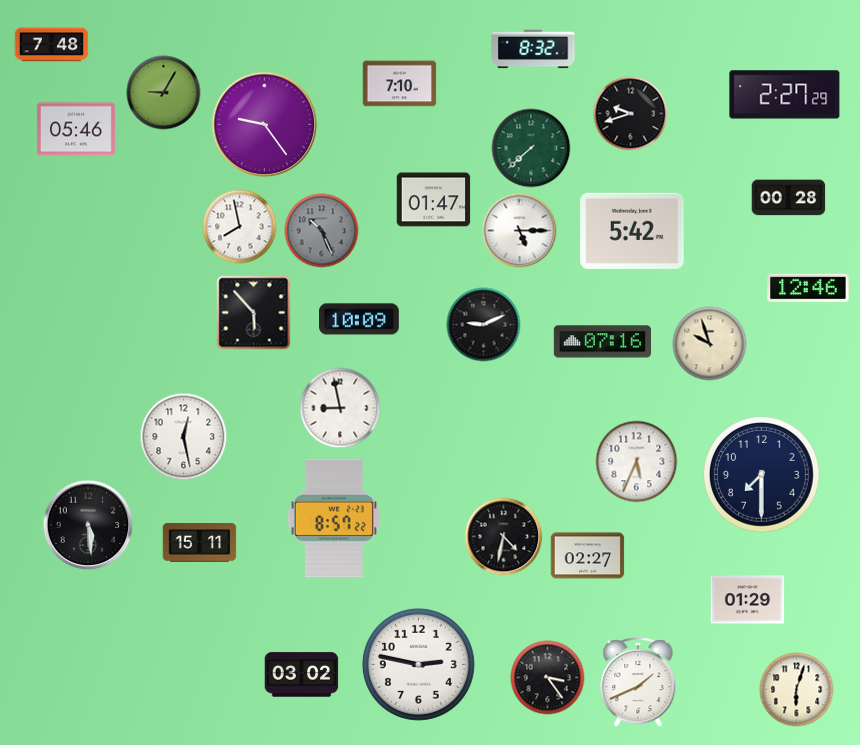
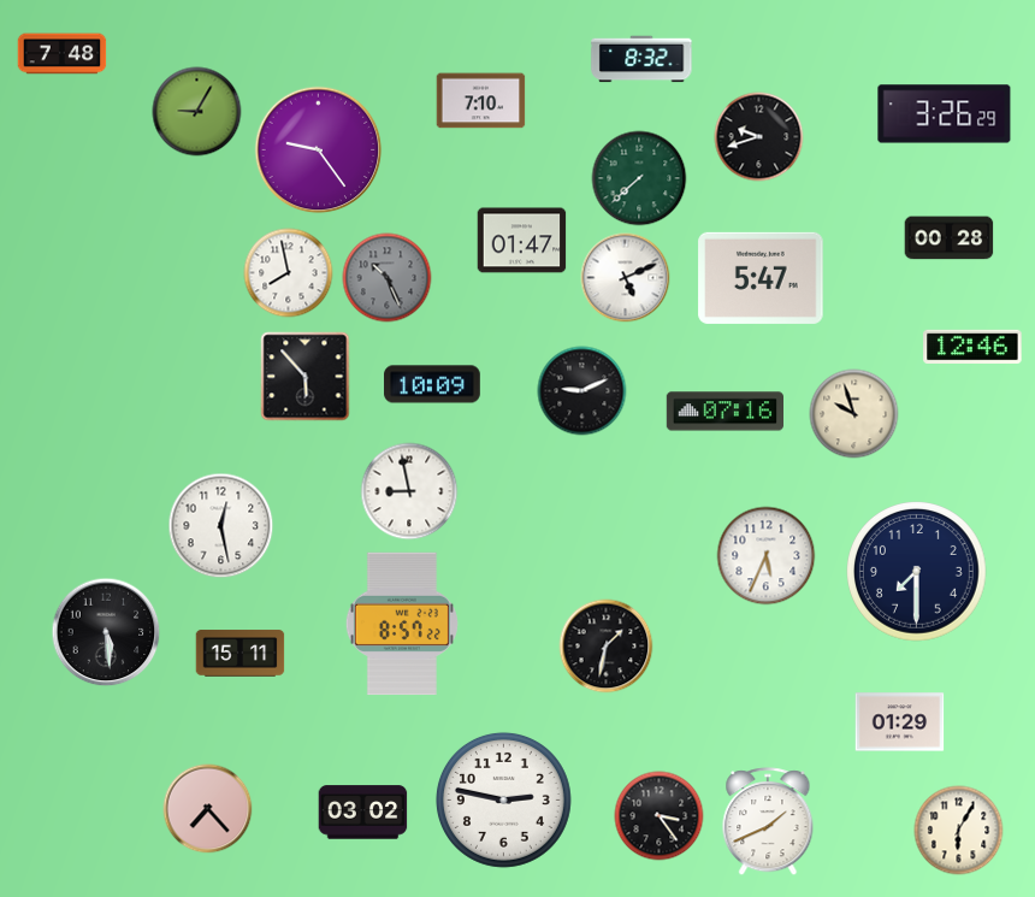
clock at (785, 95): 2:27 -> 3:26
clock at (76, 129): 05:46 -> none
clock at (520, 231): 5:15 -> 5:11
clock at (632, 231): 5:42 -> 5:47
clock at (504, 537): 4:32 -> 1:32
clock at (588, 556): 02:27 -> none
clock at (208, 809): none -> 7:23
clock at (797, 690): 6:03 -> 6:05
